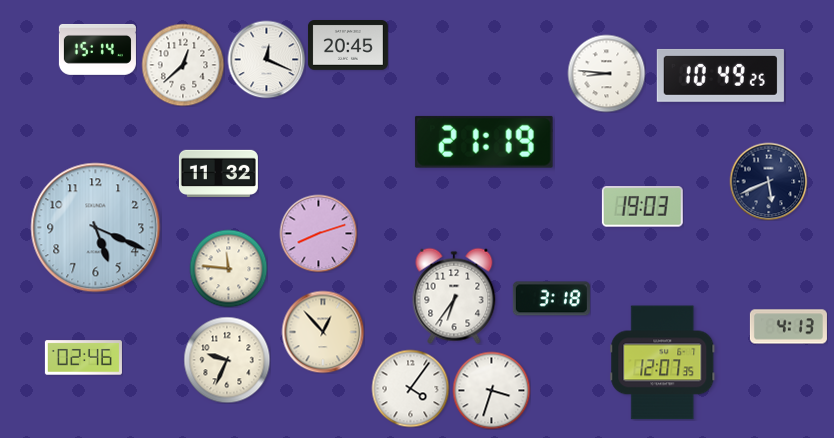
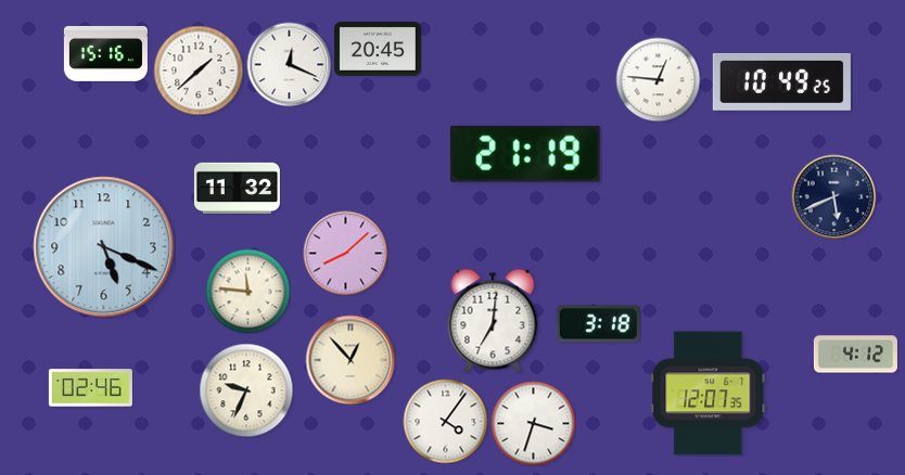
clock at (97, 49): 15:14 -> 15:16
clock at (183, 65): 12:38 -> 1:38
clock at (606, 73): 8:46 -> 12:46
clock at (642, 207): 19:03 -> none
clock at (318, 233): 8:12 -> 8:08
clock at (454, 296): 6:36 -> 7:01
clock at (788, 327): 4:13 -> 4:12
clock at (663, 363) position: (663, 363) -> (709, 394)
